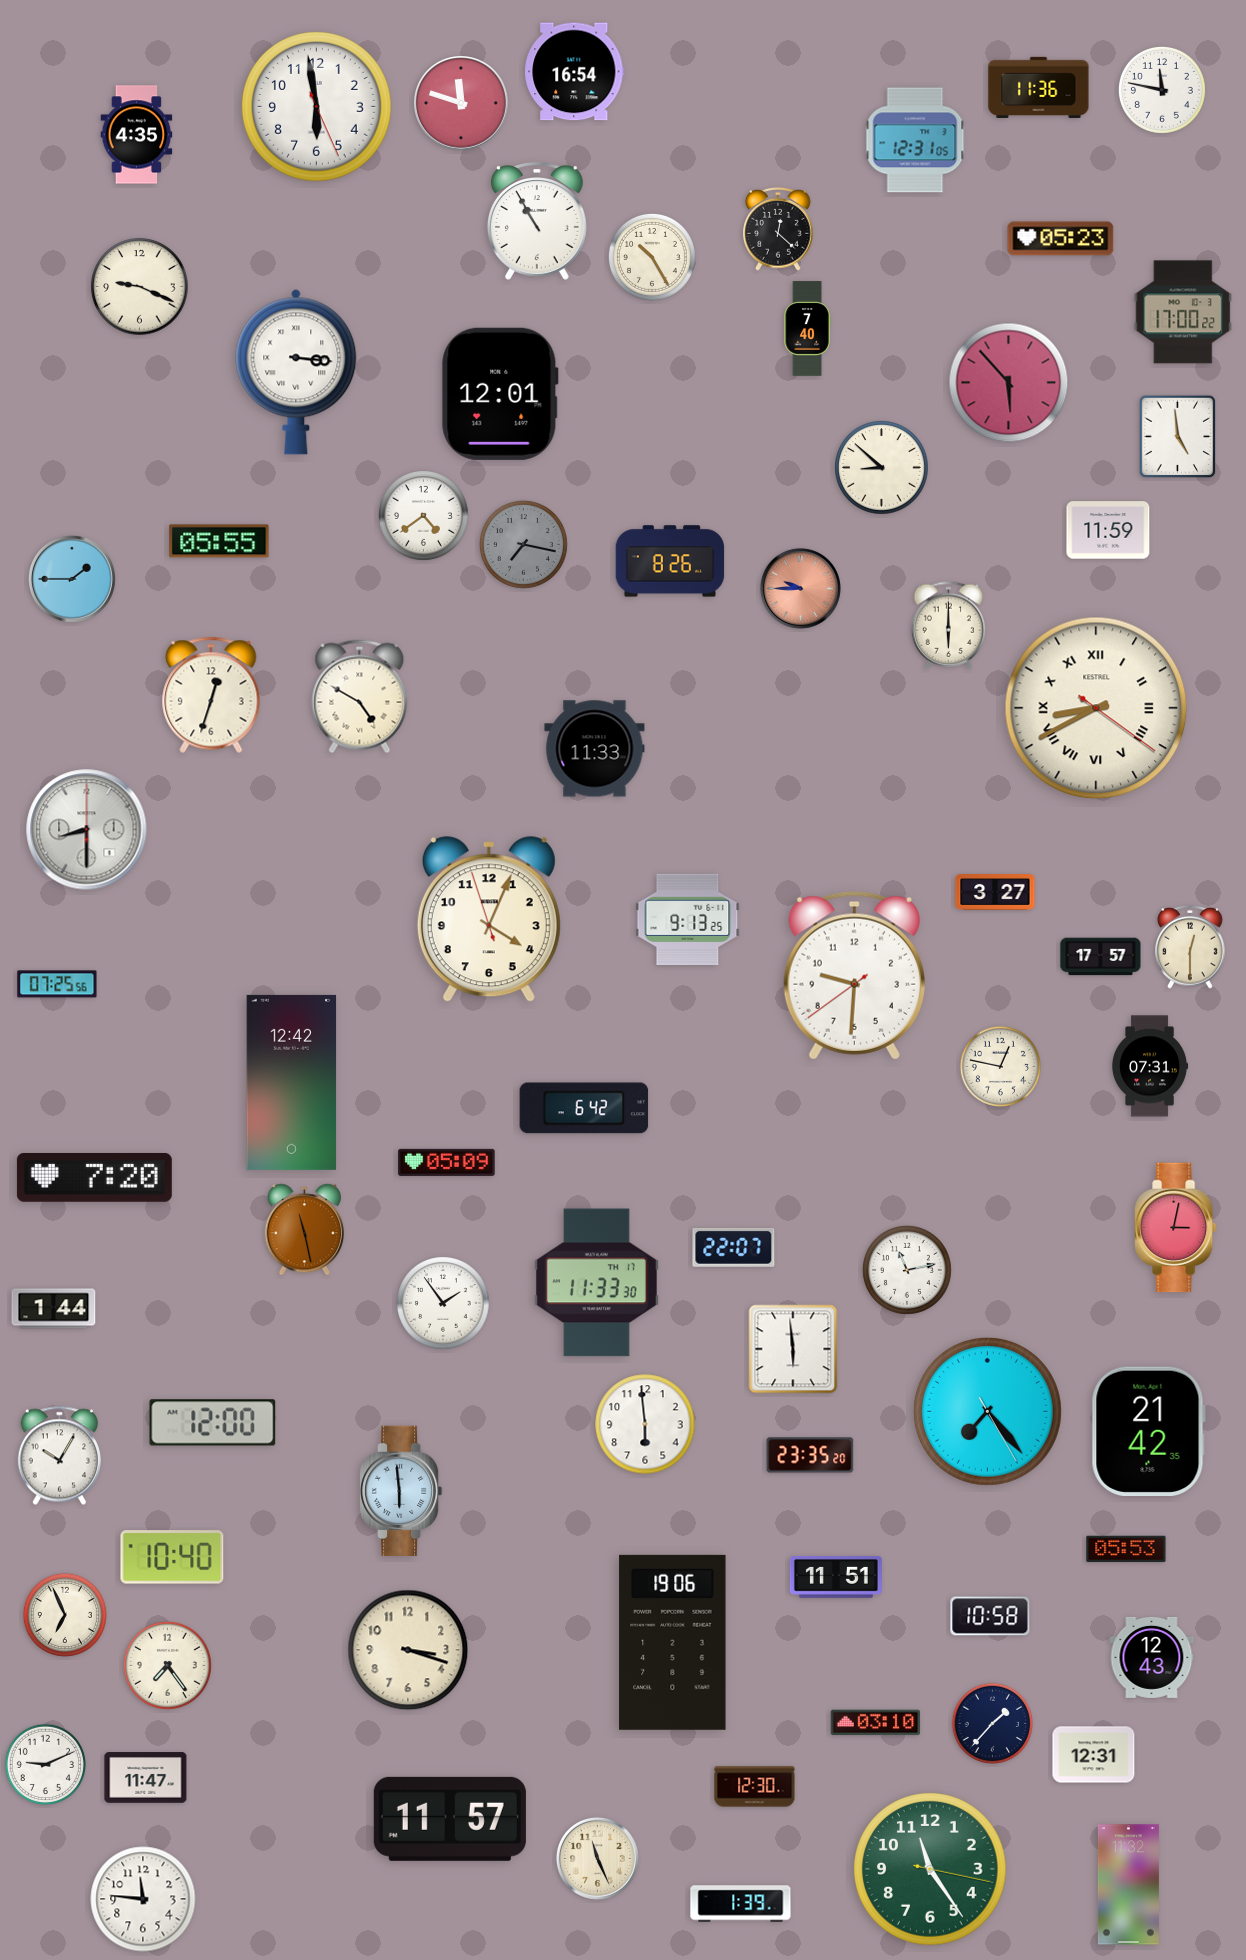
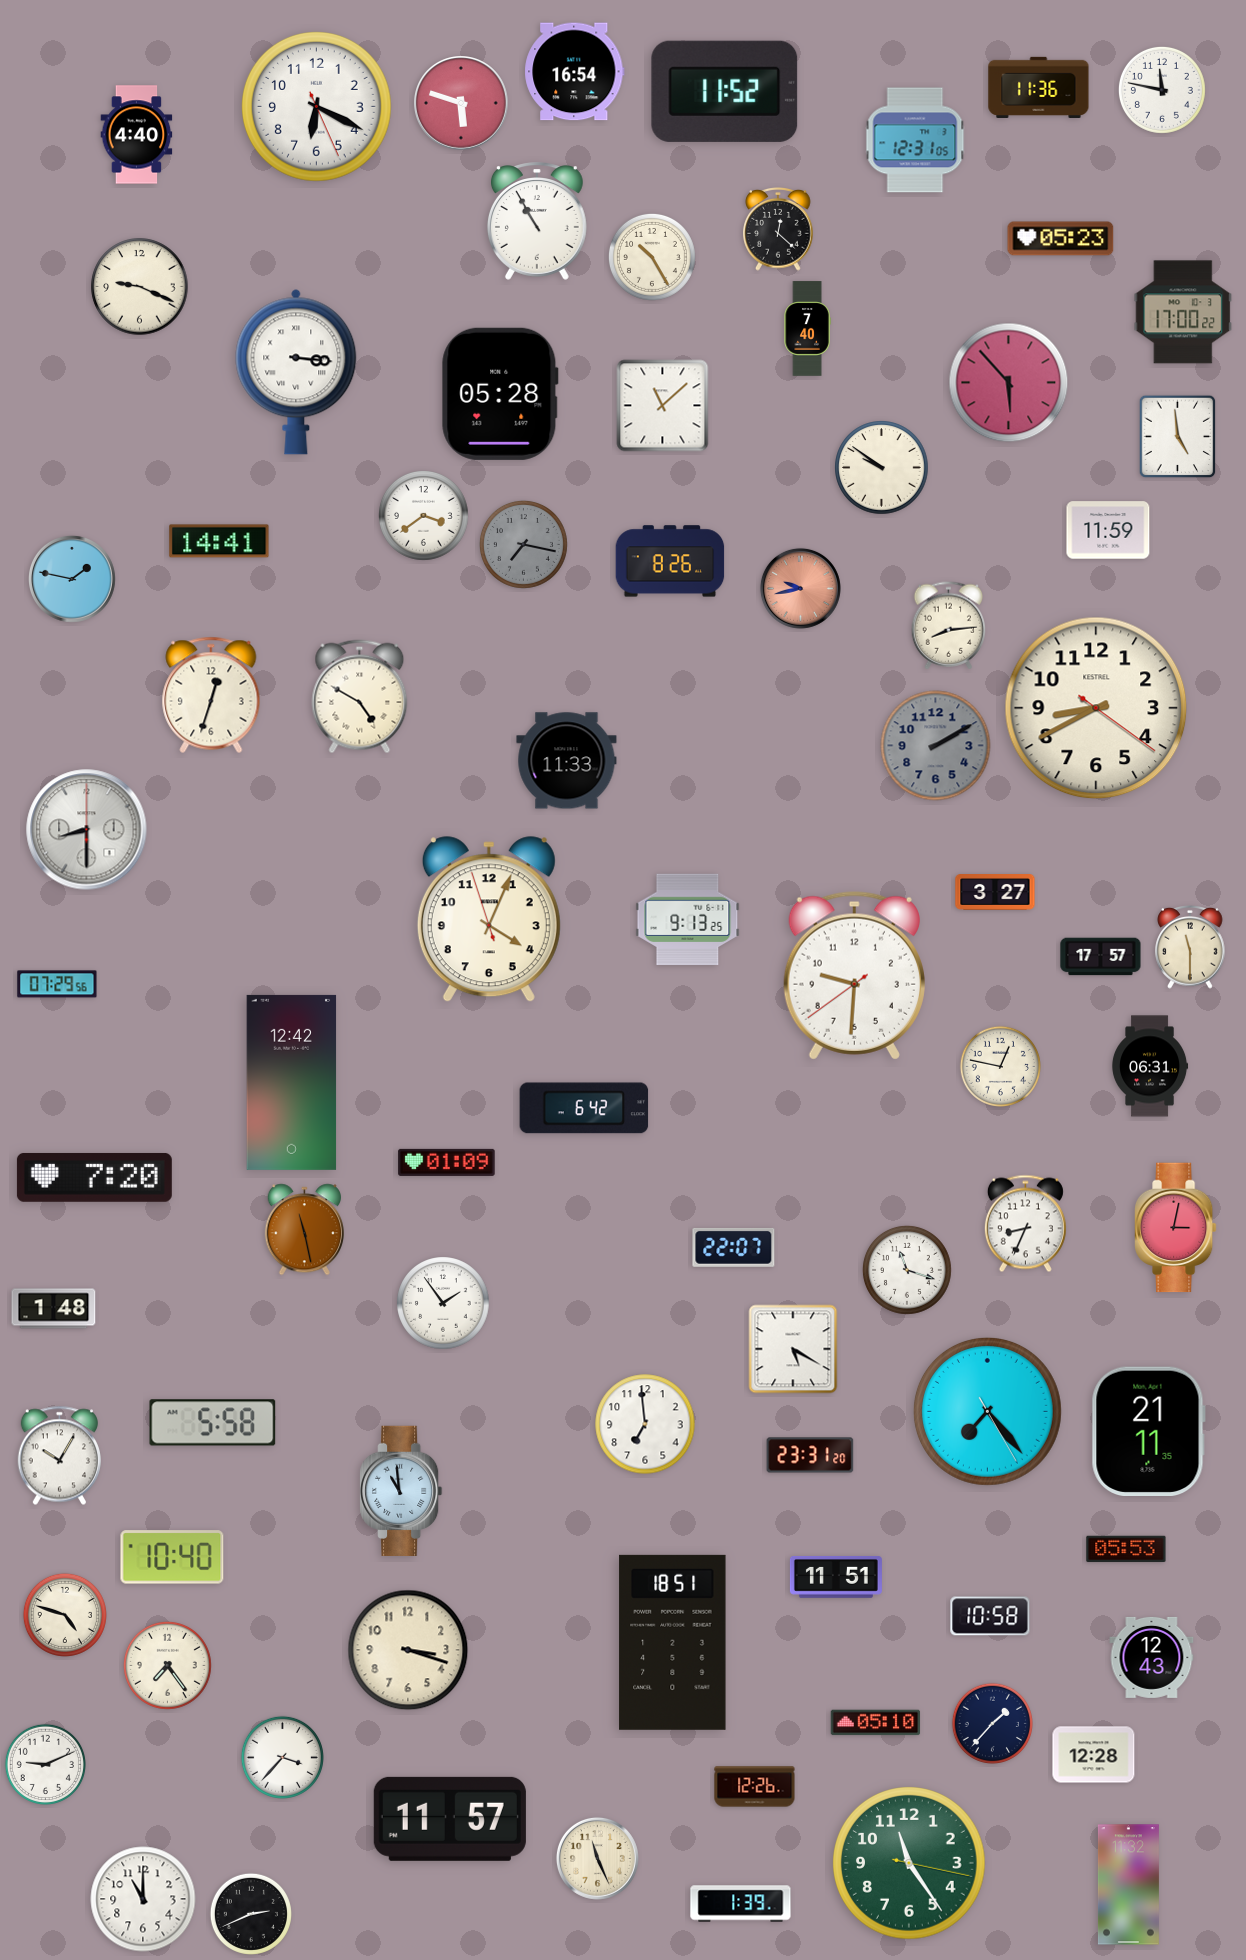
clock at (725, 91): none -> 11:52
clock at (462, 104): 11:48 -> 5:48
clock at (317, 107): 5:58 -> 6:19
clock at (137, 135): 4:35 -> 4:40
clock at (500, 394): 12:01 -> 05:28
clock at (663, 406): none -> 11:08
clock at (882, 468): 8:52 -> 9:51
clock at (424, 516): 4:39 -> 3:39
clock at (219, 541): 05:55 -> 14:41
clock at (72, 579): 1:45 -> 1:47
clock at (800, 588): 9:45 -> 9:43
clock at (949, 626): 6:00 -> 8:14
clock at (1096, 708) numerals: Roman -> Arabic
clock at (936, 746): none -> 2:10
clock at (595, 749) position: (595, 749) -> (567, 761)
clock at (1190, 948): 12:30 -> 11:30
clock at (57, 984): 07:25 -> 07:29
clock at (1150, 1066): 07:31 -> 06:31
clock at (447, 1162): 05:09 -> 01:09
clock at (1025, 1224): none -> 8:34
clock at (907, 1270): 11:13 -> 11:18
clock at (596, 1283): 11:33 -> none
clock at (54, 1309): 1:44 -> 1:48
clock at (793, 1349): 5:59 -> 5:20
clock at (213, 1423): 12:00 -> 5:58
clock at (645, 1424): 5:59 -> 6:59
clock at (1148, 1431): 21:42 -> 21:11
clock at (810, 1455): 23:35 -> 23:31
clock at (402, 1490): 5:59 -> 10:59
clock at (65, 1615): 6:56 -> 4:48
clock at (673, 1642): 19:06 -> 18:51
clock at (876, 1723): 03:10 -> 05:10
clock at (1094, 1755): 12:31 -> 12:28
clock at (282, 1757): none -> 3:37
clock at (146, 1778): 11:47 -> none
clock at (755, 1787): 12:30 -> 12:26
clock at (930, 1869) position: (930, 1869) -> (909, 1863)
clock at (143, 1899): 11:46 -> 11:00
clock at (251, 1914): none -> 2:41
